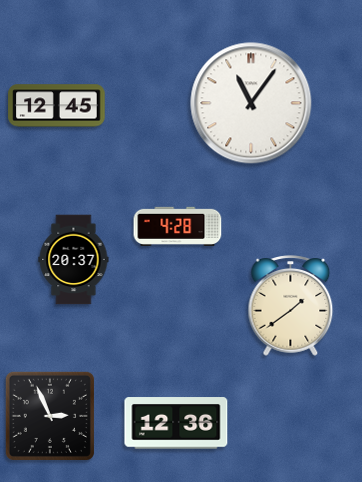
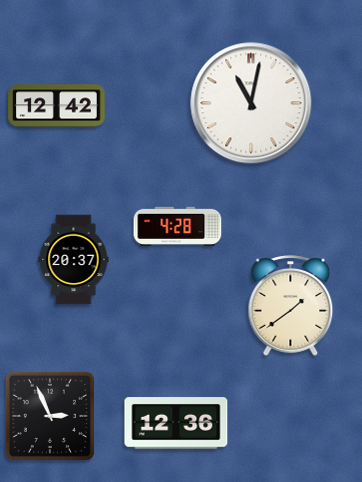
clock at (251, 103): 11:06 -> 11:02
clock at (57, 106): 12:45 -> 12:42
